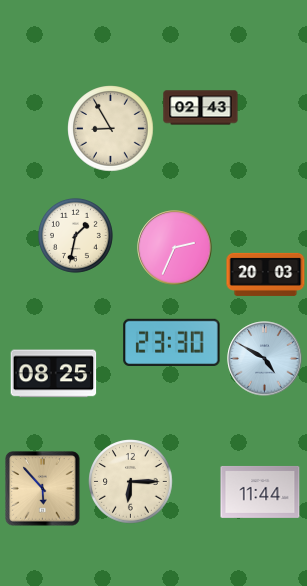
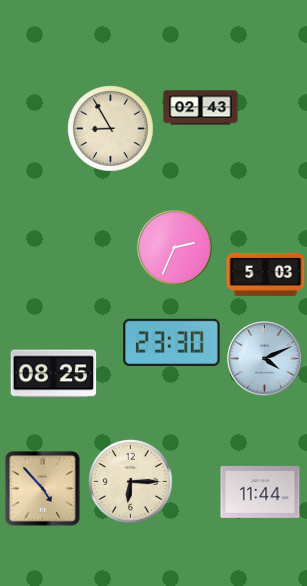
clock at (75, 235): 1:32 -> none
clock at (266, 274): 20:03 -> 5:03
clock at (265, 359): 4:50 -> 4:11
clock at (43, 489): 5:53 -> 4:53
